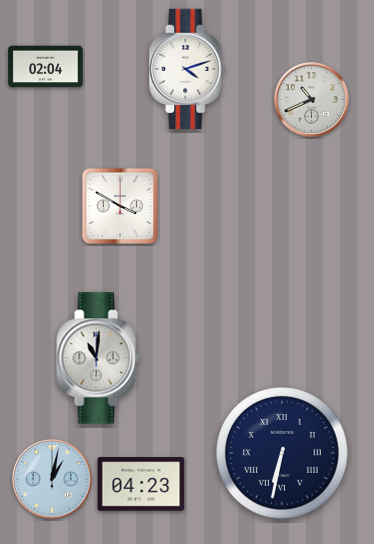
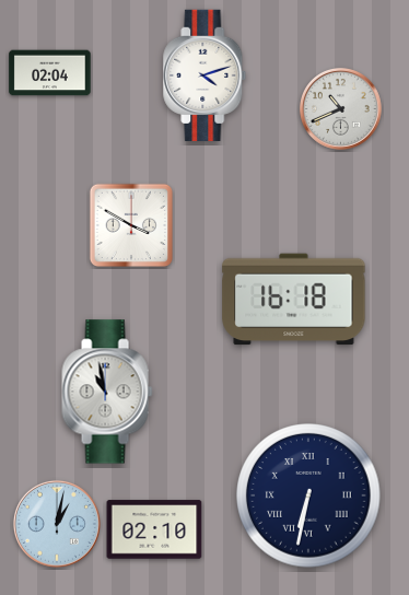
clock at (294, 300): none -> 16:18
clock at (98, 358): 11:01 -> 10:58
clock at (141, 484): 04:23 -> 02:10
